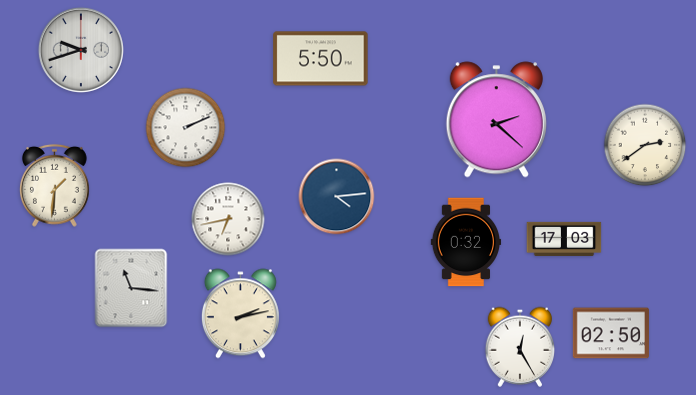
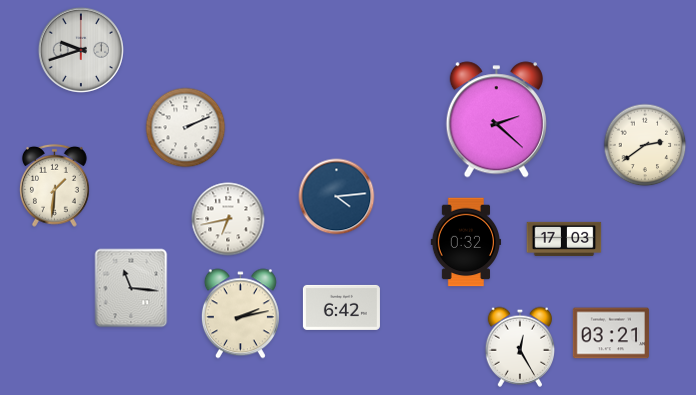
clock at (321, 59): 5:50 -> none
clock at (341, 307): none -> 6:42
clock at (610, 333): 02:50 -> 03:21
